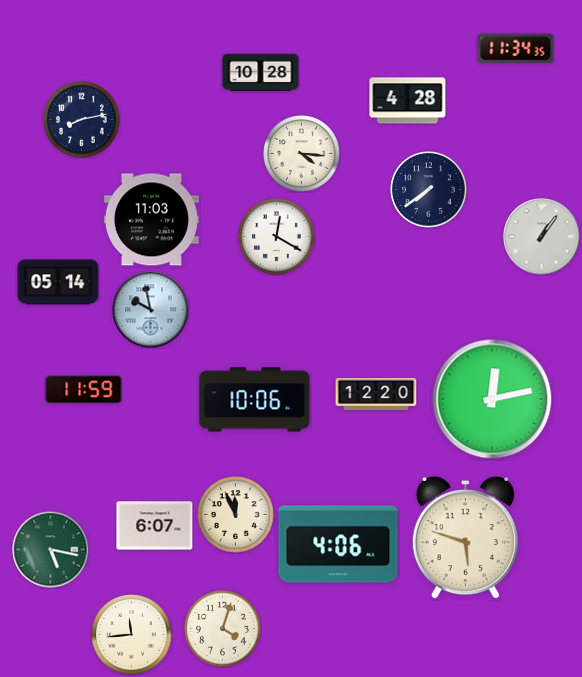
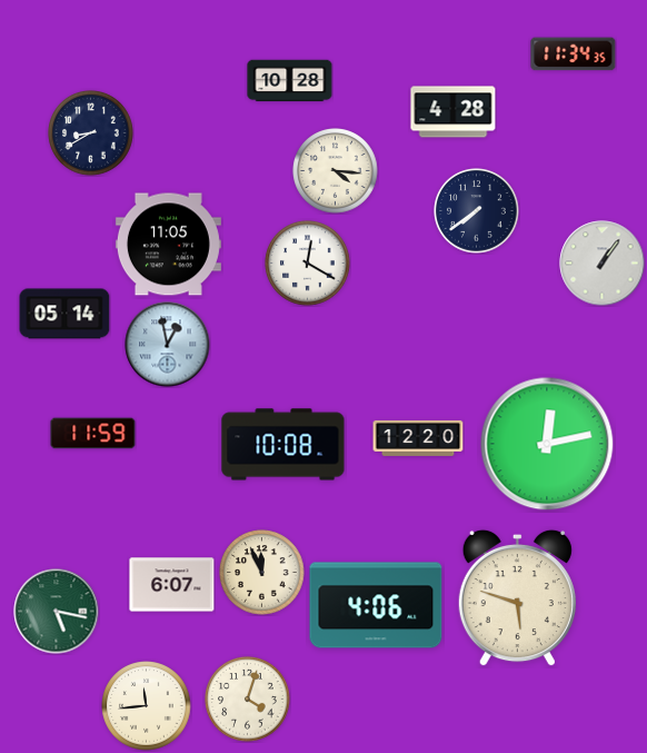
clock at (82, 120): 8:13 -> 8:40
clock at (151, 220): 11:03 -> 11:05
clock at (151, 310): 9:58 -> 12:58
clock at (255, 400): 10:06 -> 10:08
